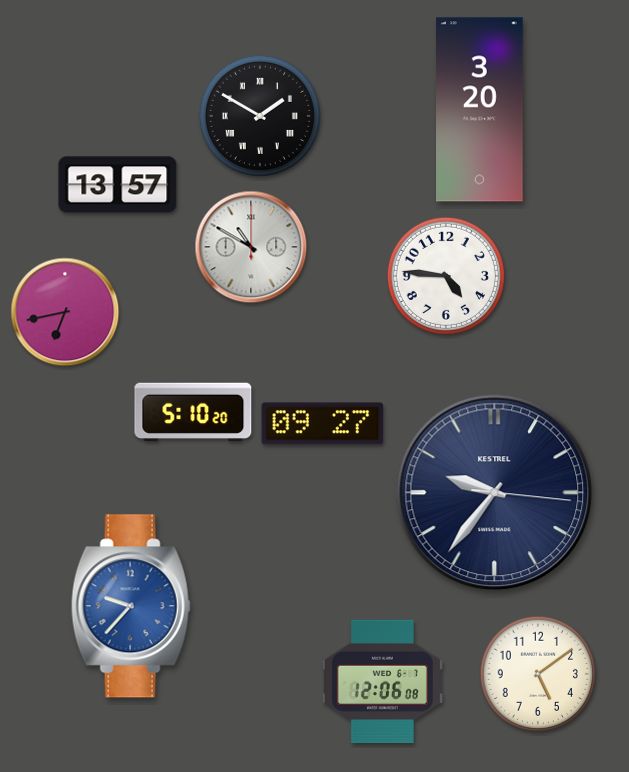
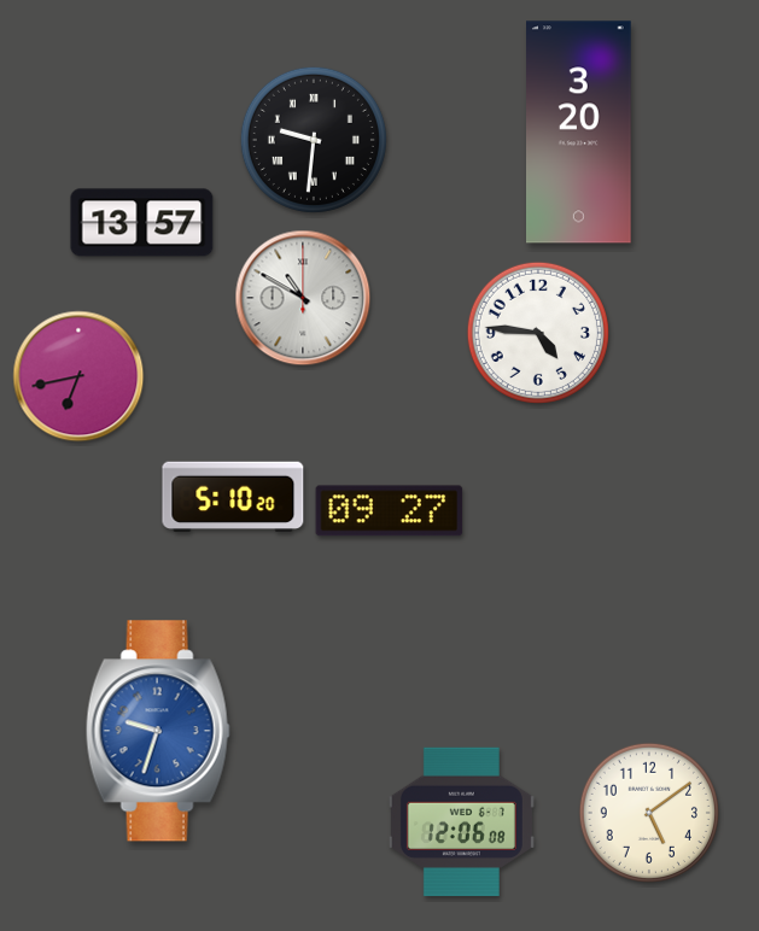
clock at (260, 116): 1:50 -> 9:31
clock at (495, 493): 9:36 -> none
clock at (131, 606): 9:37 -> 9:33
